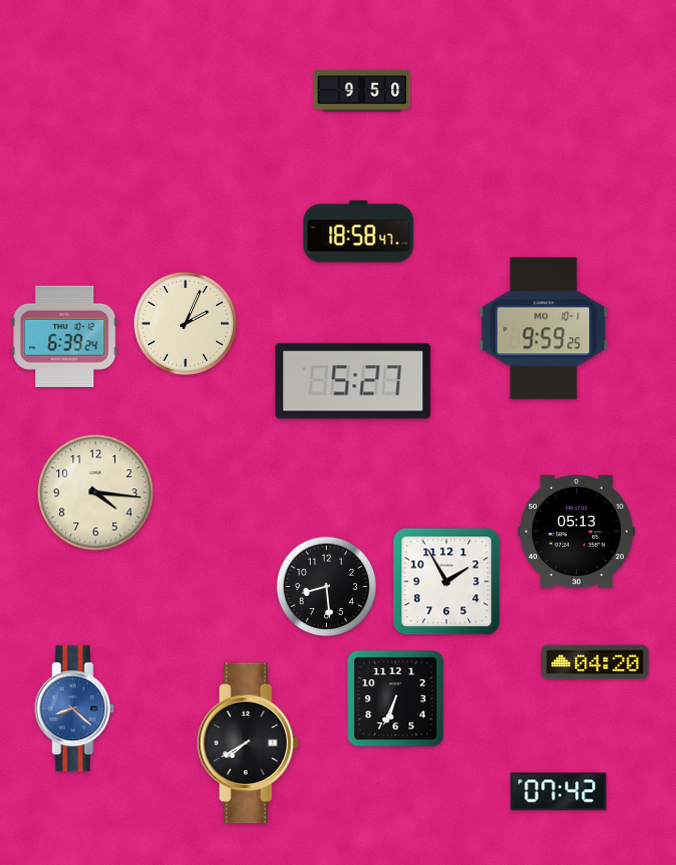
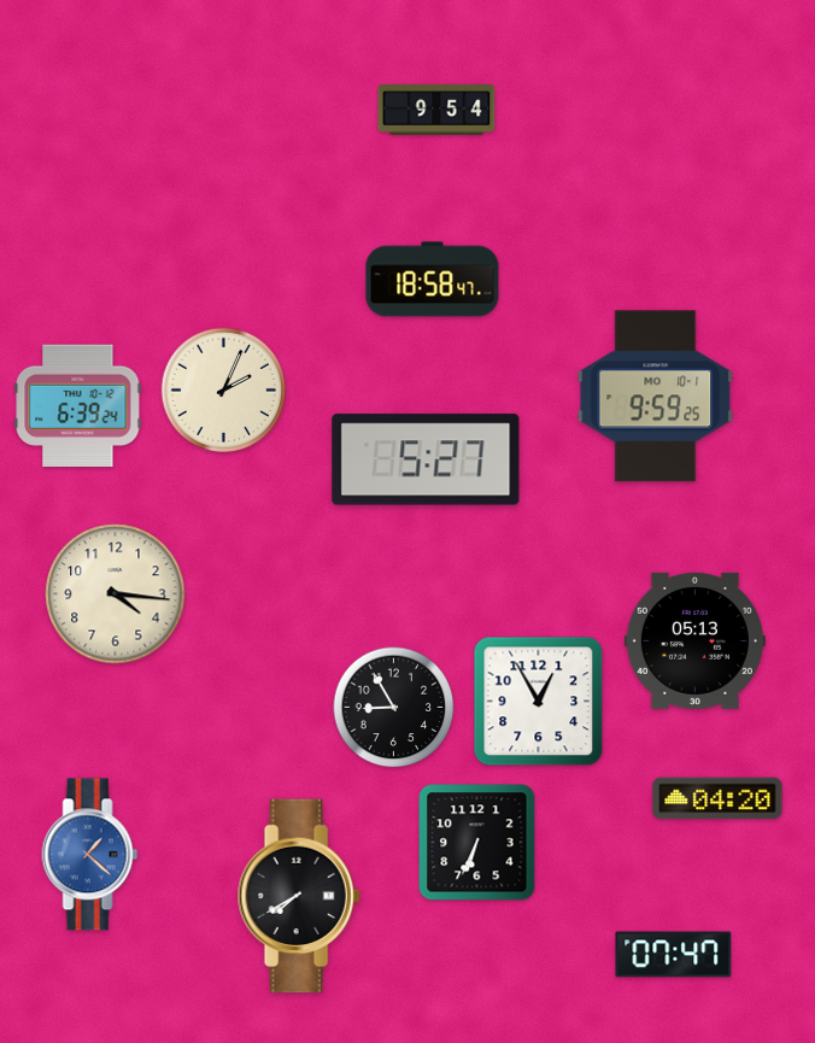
clock at (362, 91): 9:50 -> 9:54
clock at (447, 582): 1:55 -> 12:55
clock at (327, 587): 8:29 -> 8:55
clock at (75, 709): 8:22 -> 1:22
clock at (559, 792): 07:42 -> 07:47
